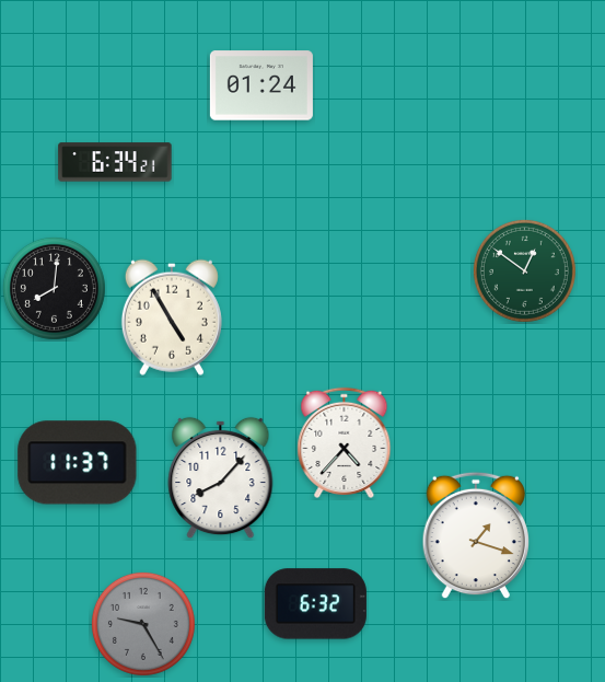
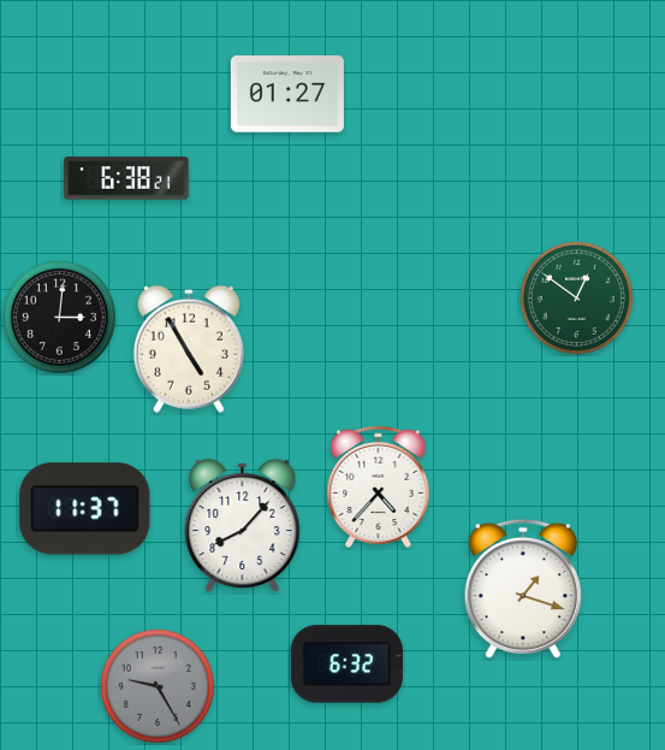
clock at (261, 85): 01:24 -> 01:27
clock at (115, 162): 6:34 -> 6:38
clock at (54, 288): 8:01 -> 3:01
